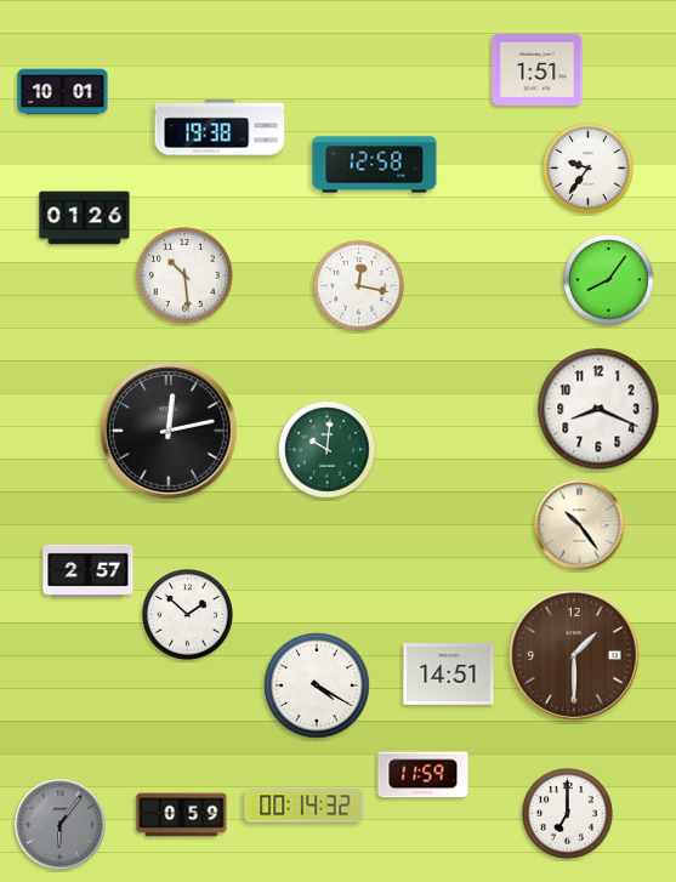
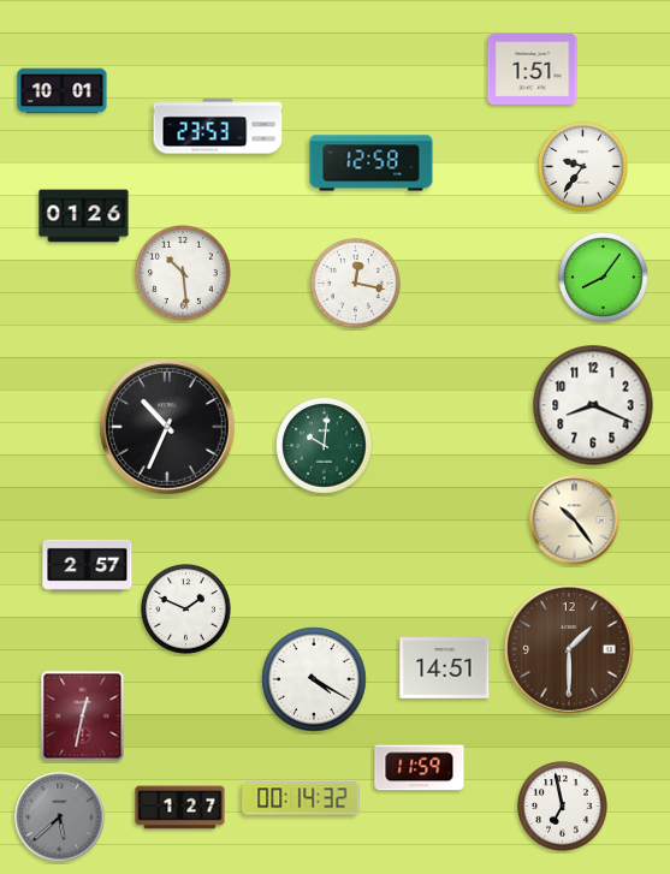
clock at (220, 127): 19:38 -> 23:53
clock at (170, 432): 12:13 -> 10:34
clock at (188, 615): 1:52 -> 1:49
clock at (83, 717): none -> 12:32
clock at (568, 814): 7:00 -> 6:58
clock at (182, 815): 0:59 -> 1:27
clock at (61, 825): 6:06 -> 5:38
